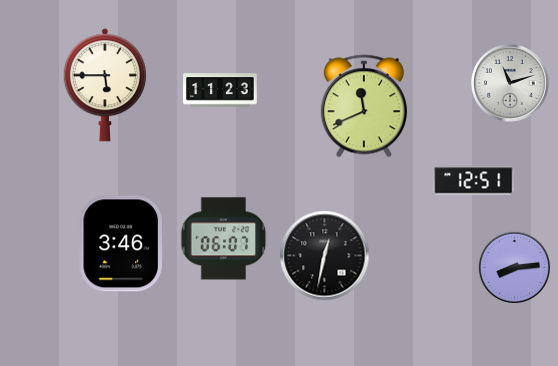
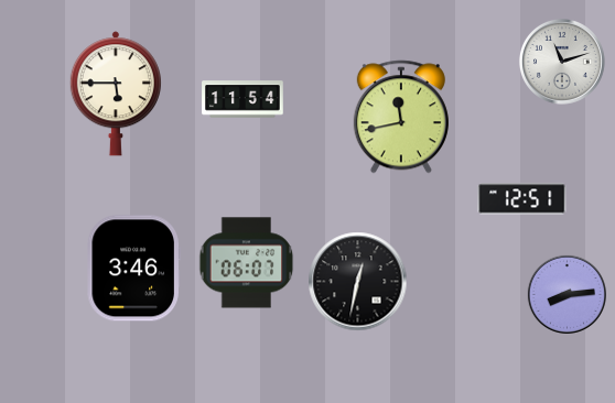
clock at (510, 83) position: (510, 83) -> (562, 62)
clock at (220, 90): 11:23 -> 11:54
clock at (364, 106): 11:41 -> 11:43
